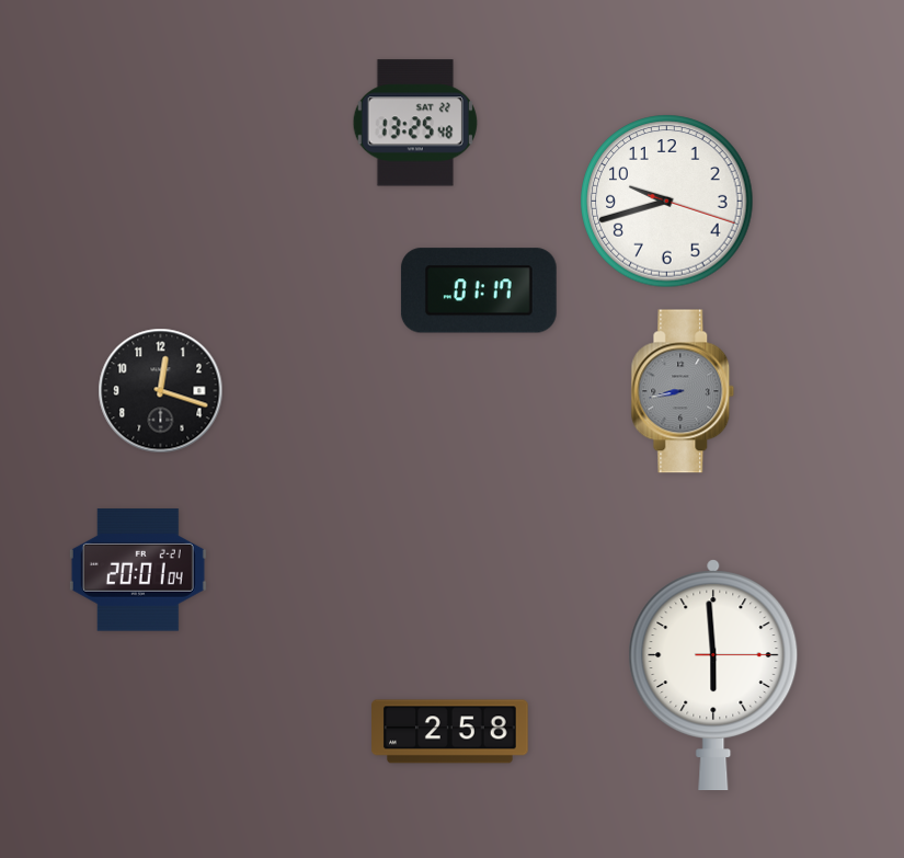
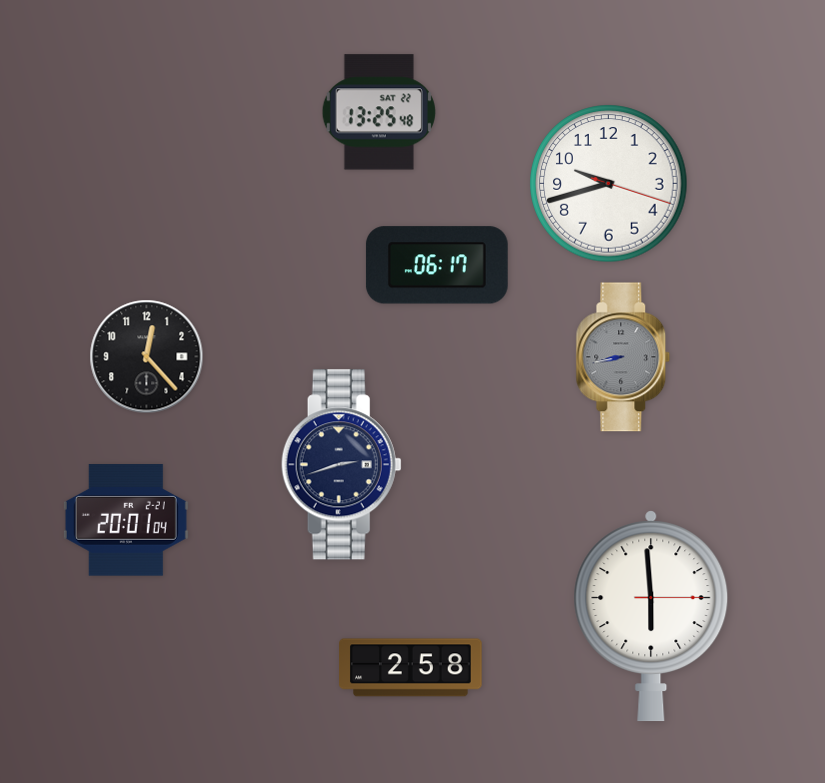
clock at (479, 290): 01:17 -> 06:17
clock at (161, 391): 12:18 -> 12:23
clock at (341, 465): none -> 2:42
